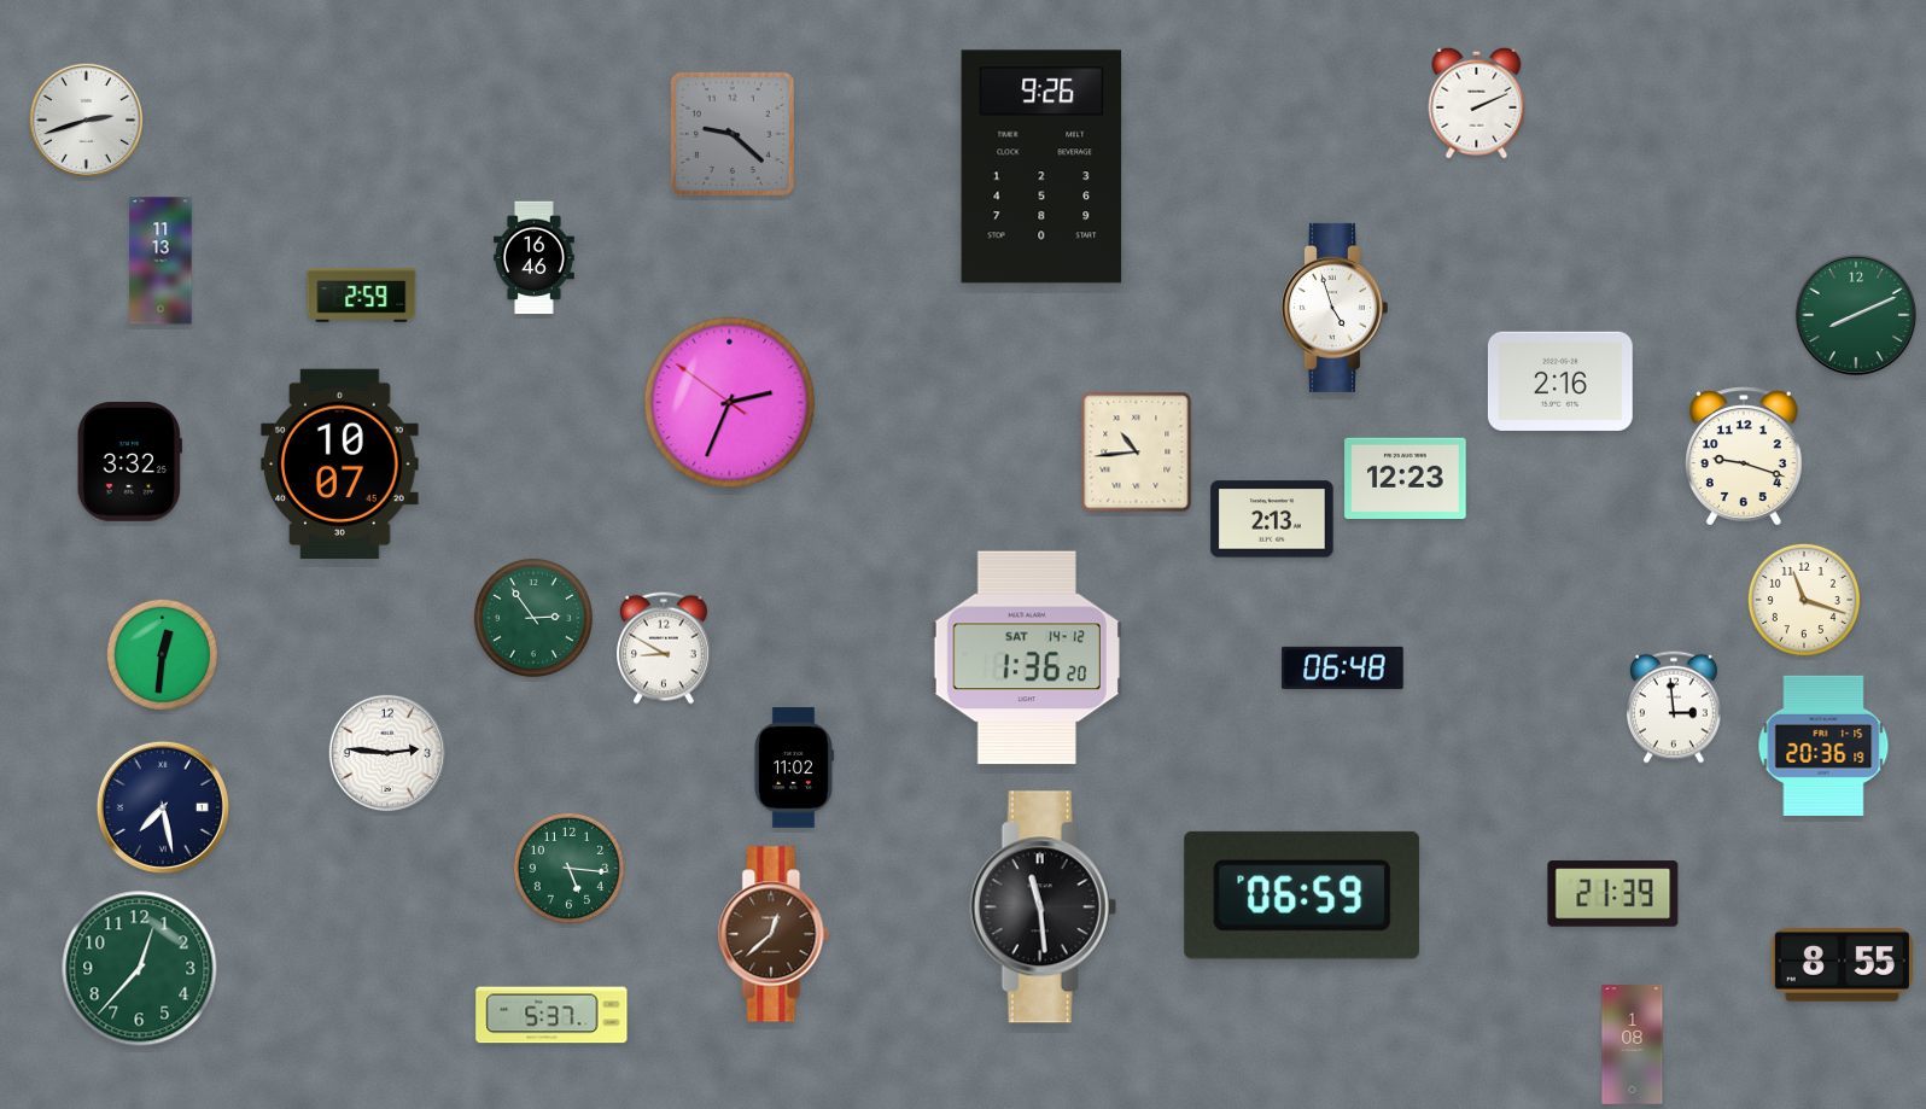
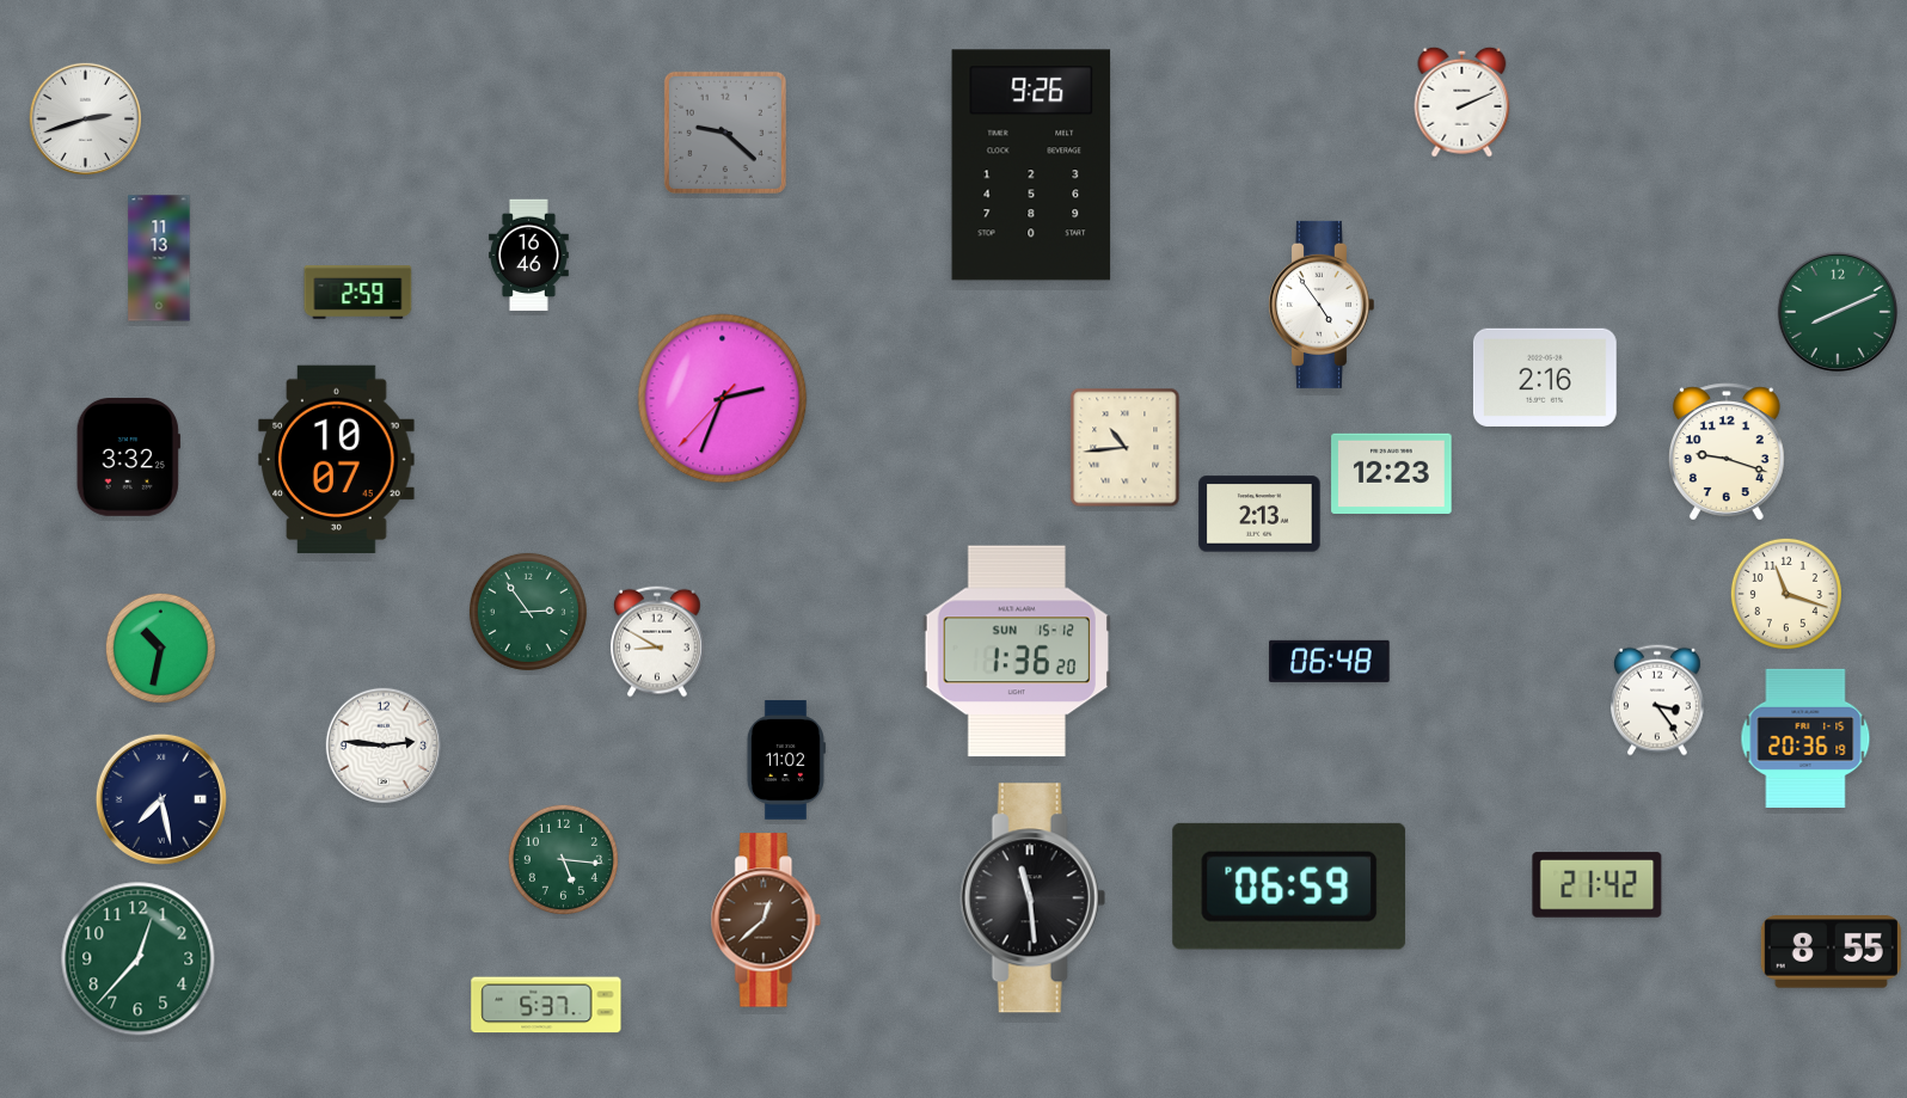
clock at (1333, 308): 4:57 -> 4:54
clock at (730, 403): 2:33:51 -> 2:33:37
clock at (162, 654): 12:31 -> 10:32
clock at (1027, 658) date: SAT 14-12 -> SUN 15-12
clock at (1675, 707): 2:59 -> 3:24
clock at (1613, 894): 21:39 -> 21:42
clock at (774, 934) position: (774, 934) -> (766, 920)
clock at (1842, 965) position: (1842, 965) -> (1831, 952)
clock at (1633, 1045): 1:08 -> none
